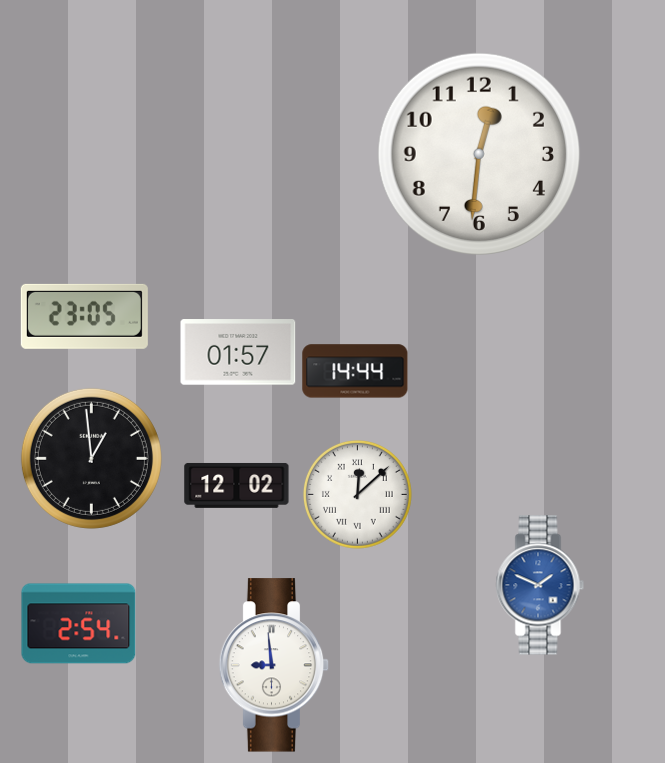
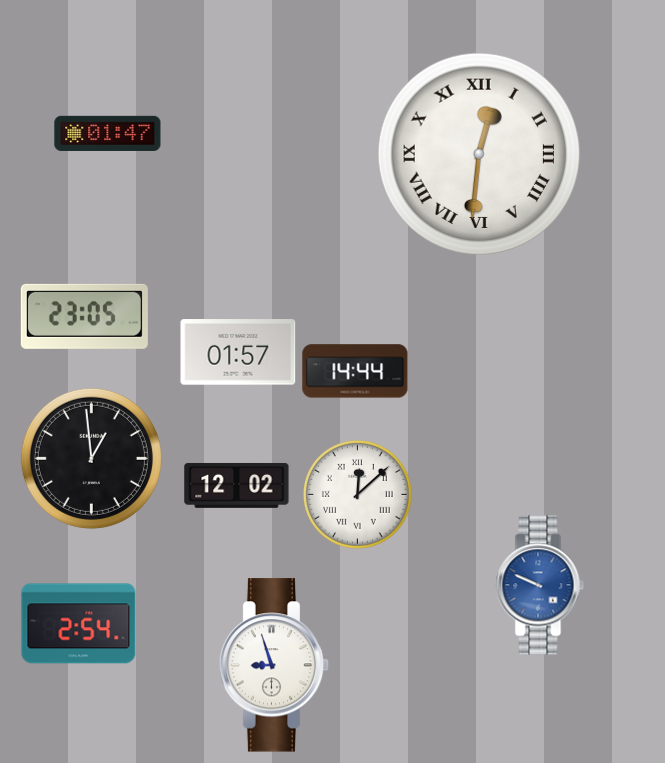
clock at (108, 133): none -> 01:47
clock at (479, 154) numerals: Arabic -> Roman
clock at (540, 585): 1:49 -> 9:49
clock at (274, 665): 8:59 -> 8:57
